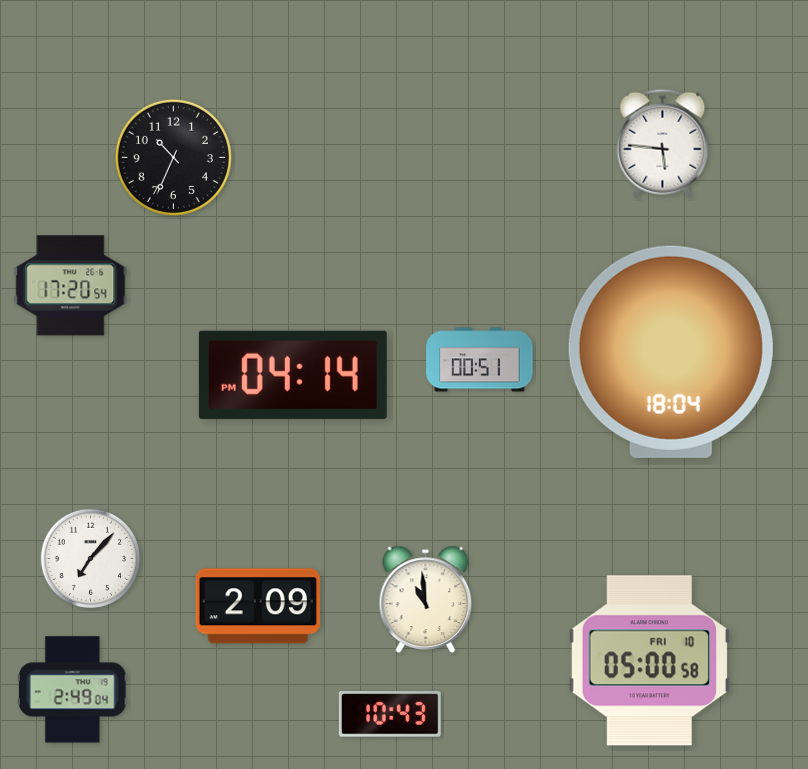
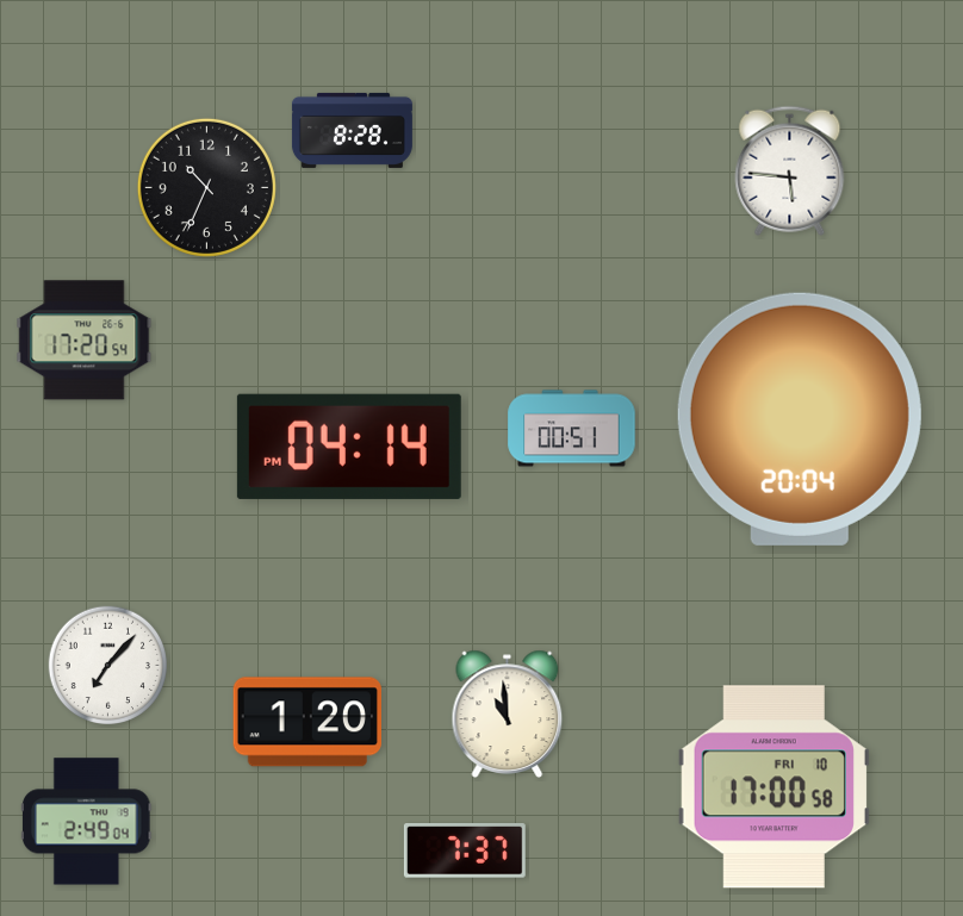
clock at (352, 130): none -> 8:28
clock at (671, 352): 18:04 -> 20:04
clock at (258, 606): 2:09 -> 1:20
clock at (649, 661): 05:00 -> 17:00
clock at (390, 715): 10:43 -> 7:37
